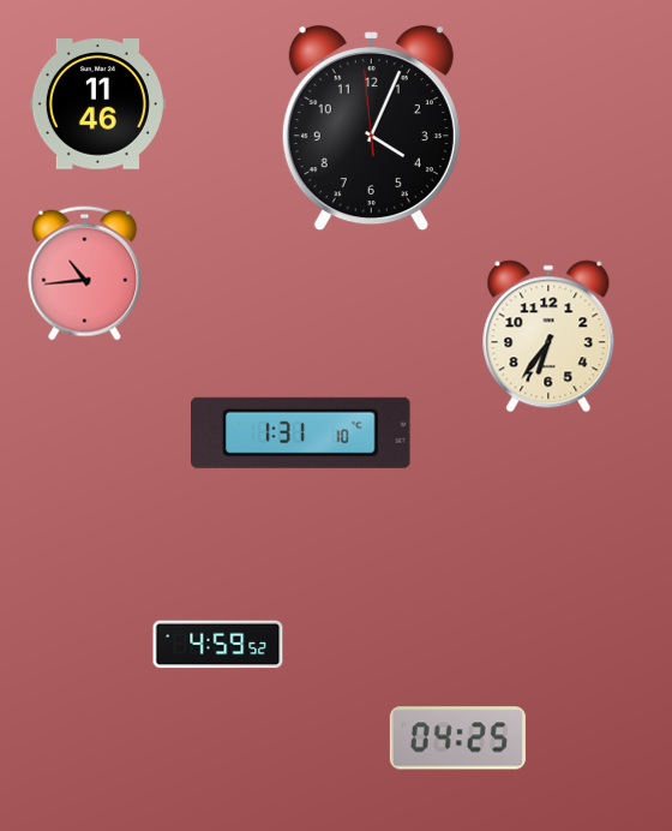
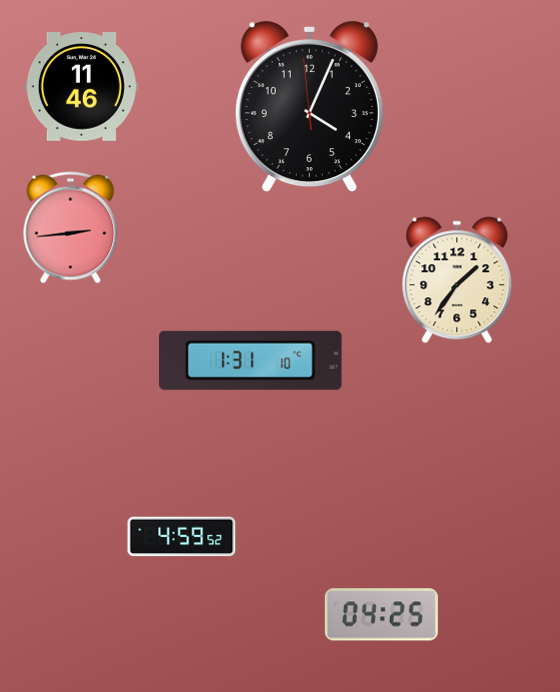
clock at (85, 274): 10:44 -> 2:44
clock at (548, 336): 6:36 -> 1:36
